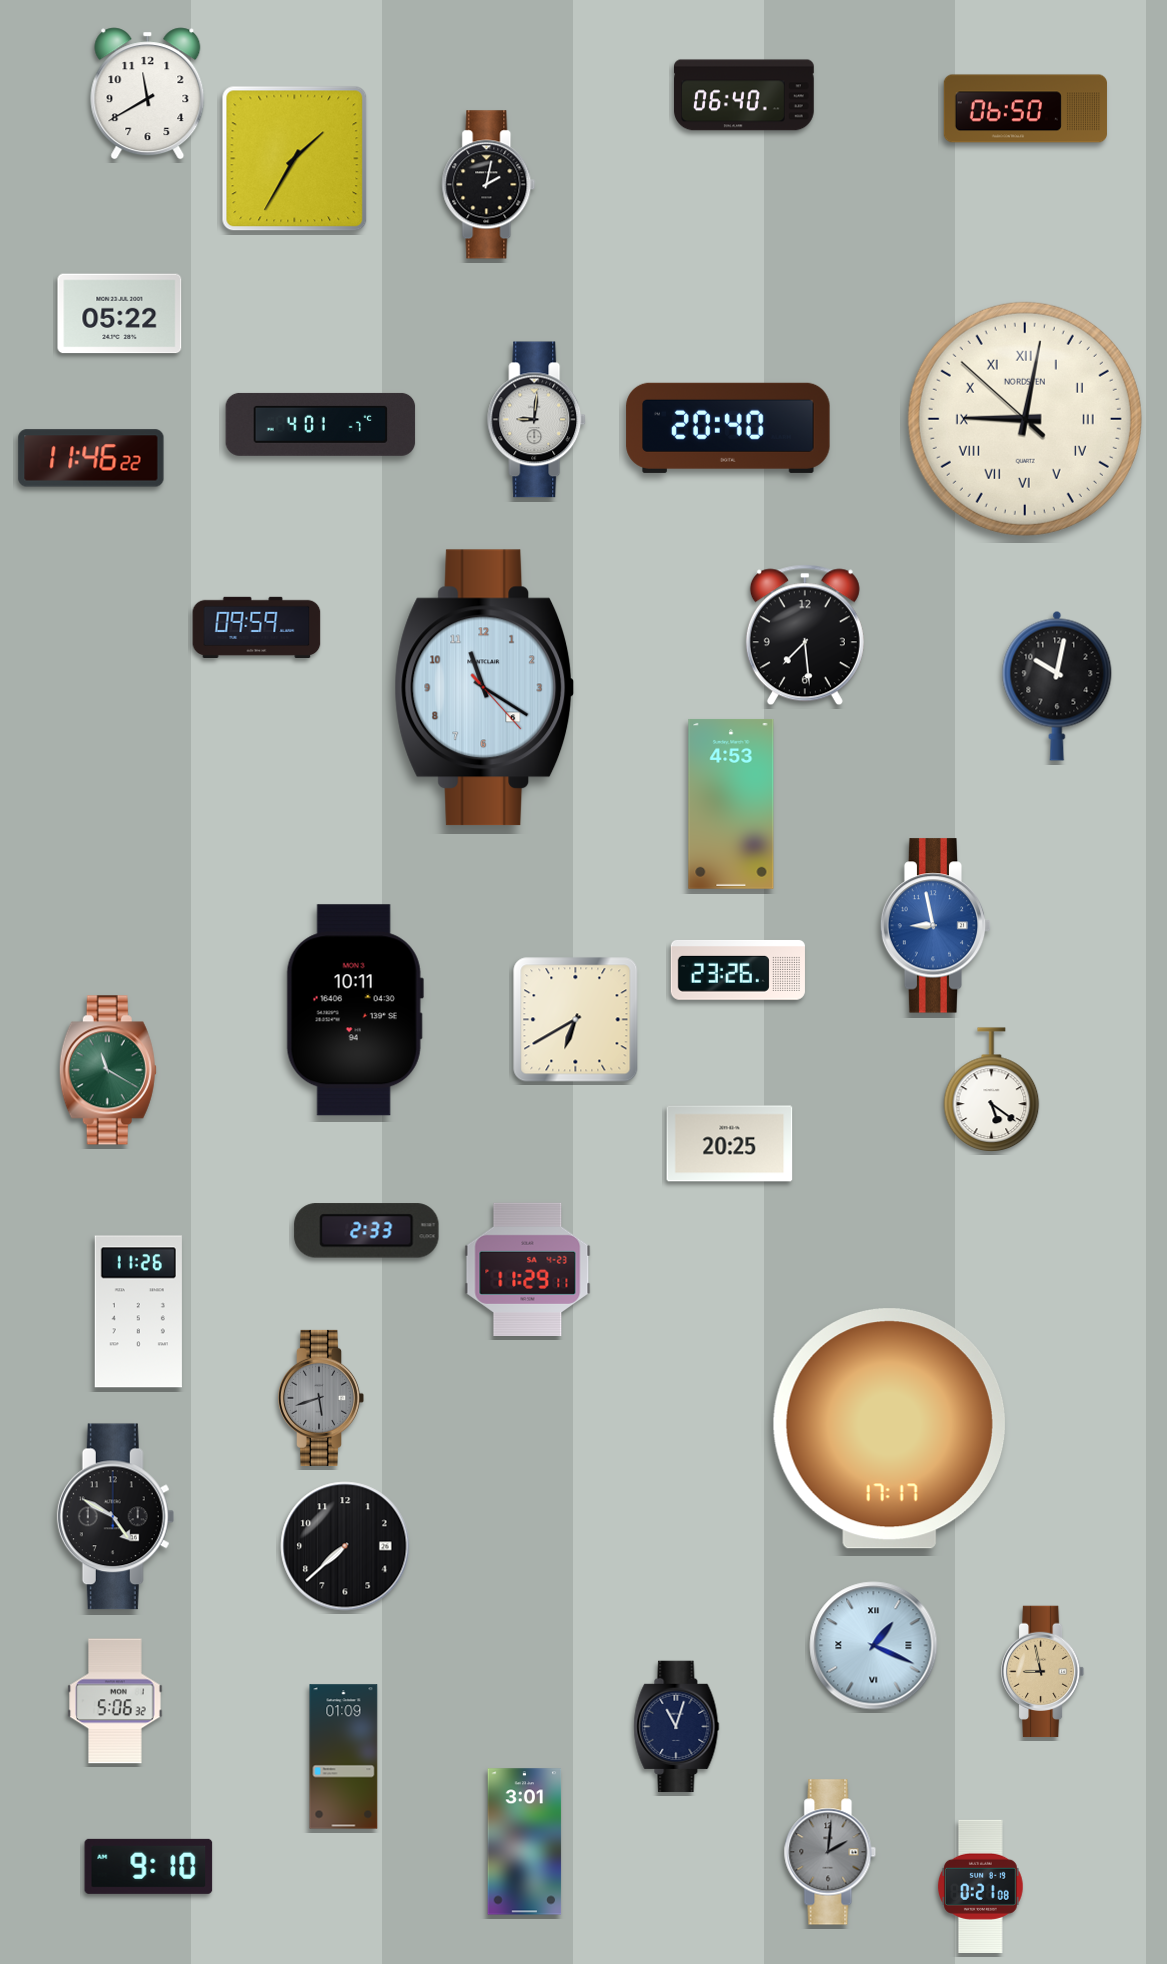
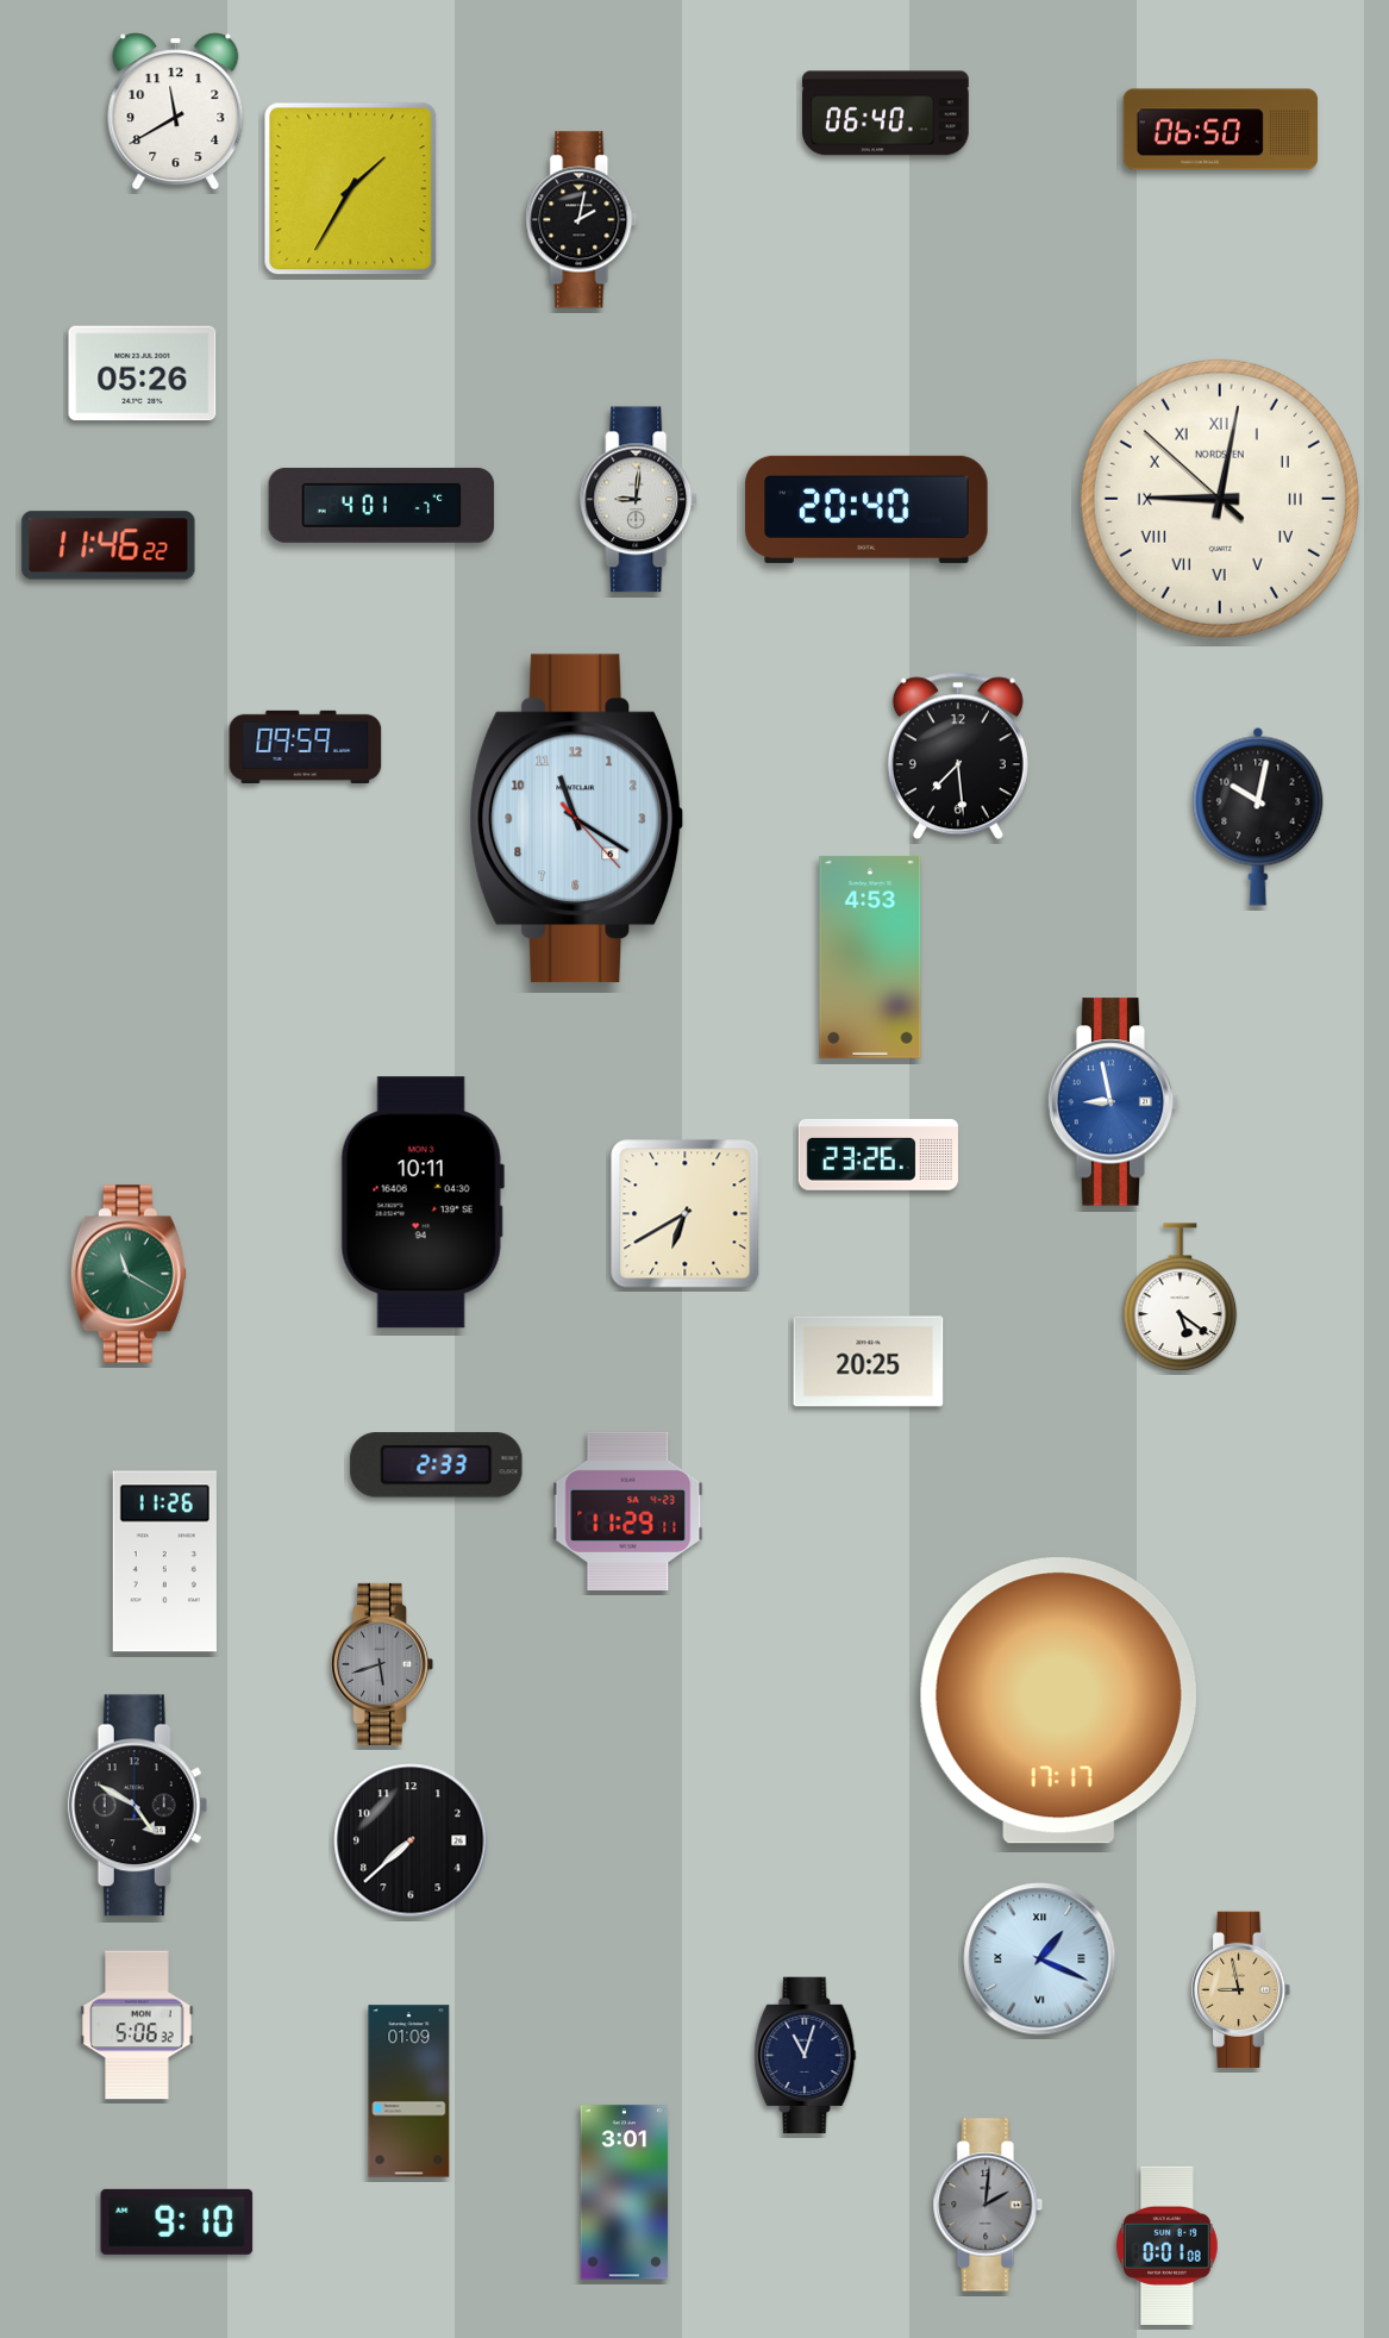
clock at (120, 314): 05:22 -> 05:26
clock at (980, 1886): 0:21 -> 0:01
